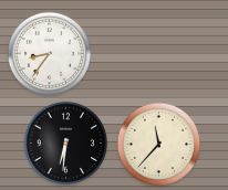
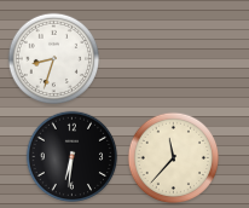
clock at (50, 54): 8:36 -> 8:33
